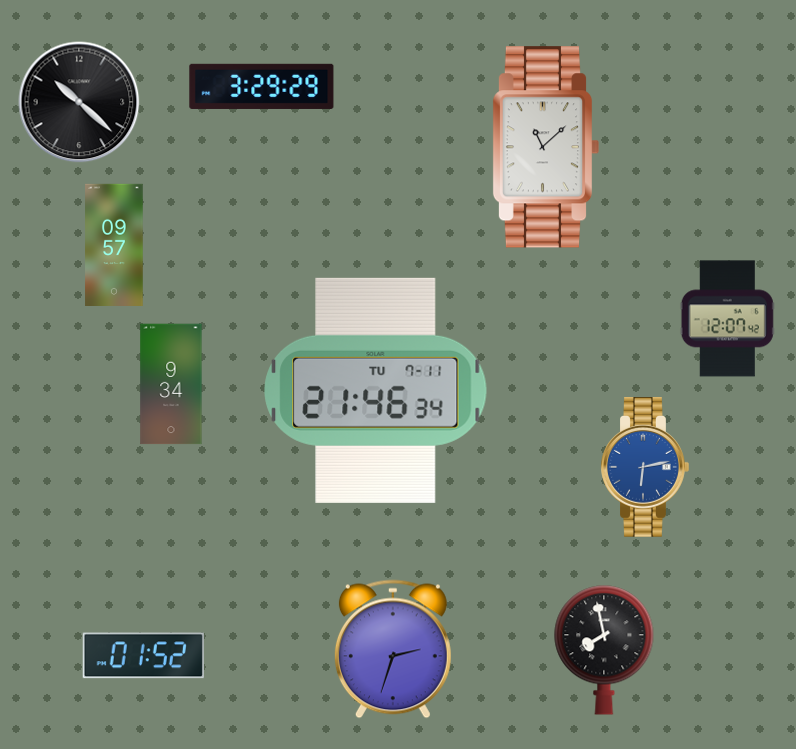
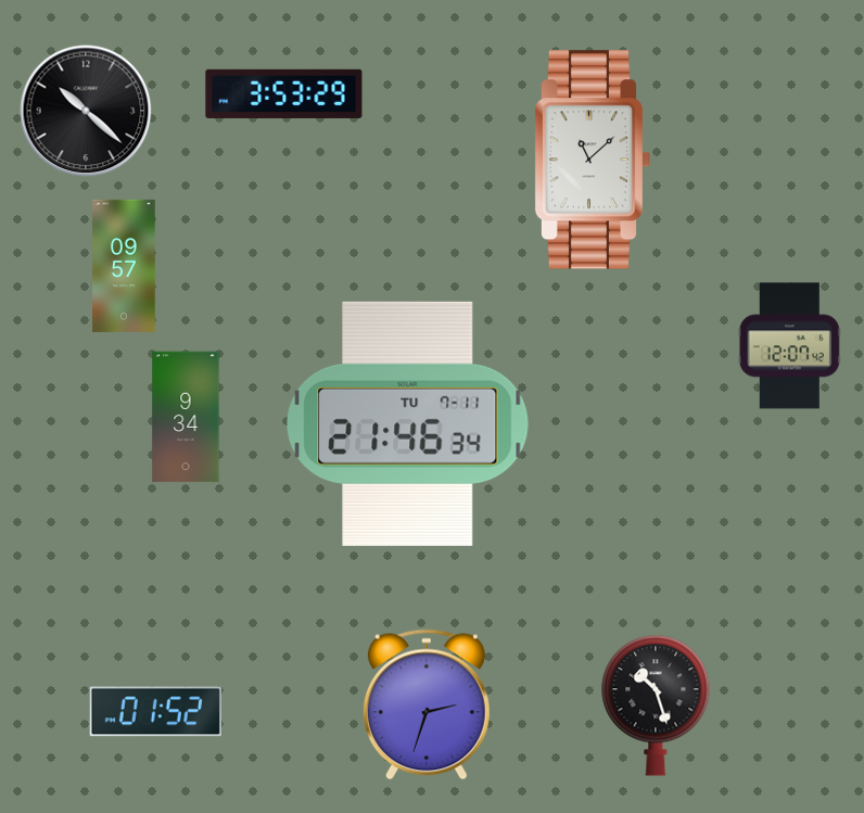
clock at (262, 86): 3:29 -> 3:53
clock at (645, 468): 6:13 -> none
clock at (604, 650): 7:58 -> 10:27
